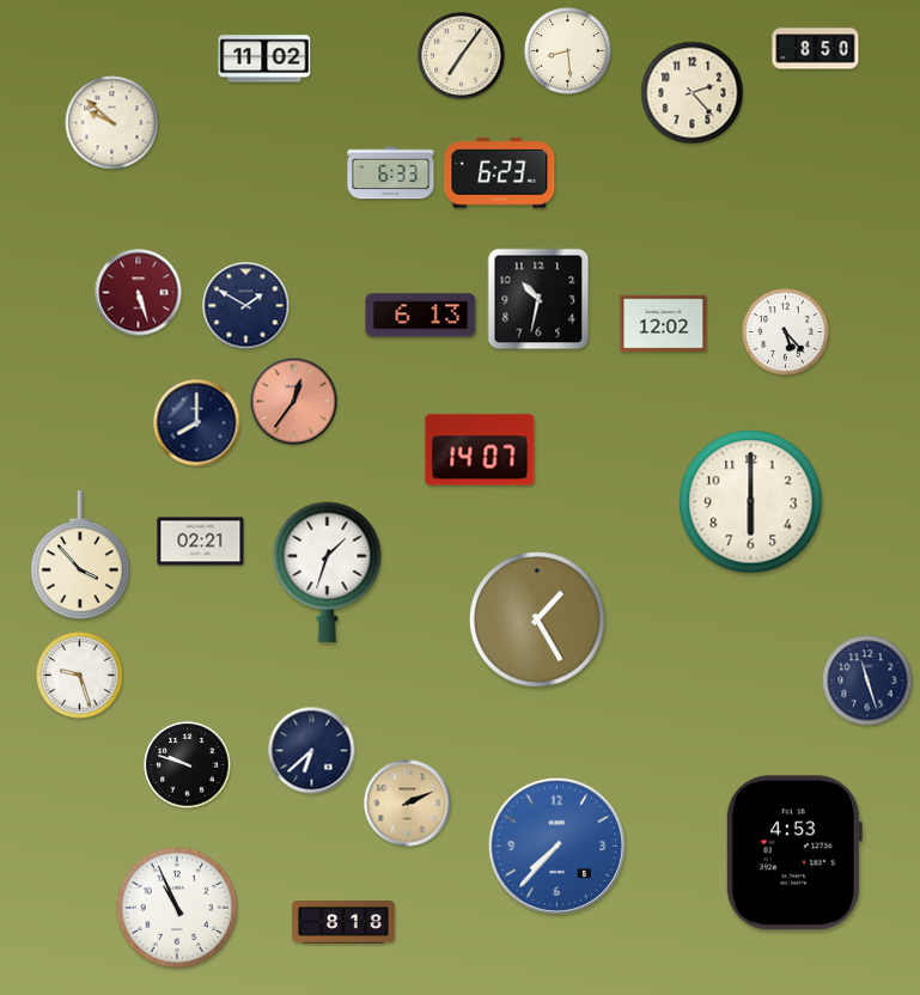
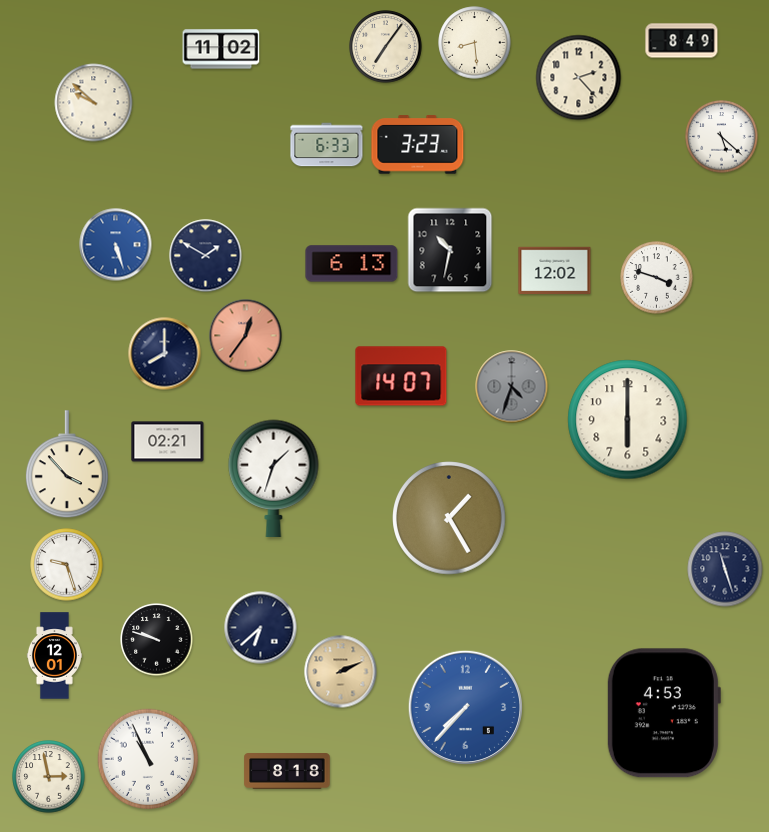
clock at (816, 49): 8:50 -> 8:49
clock at (722, 137): none -> 5:22
clock at (500, 173): 6:23 -> 3:23
clock at (139, 293) dial: burgundy -> blue
clock at (786, 332): 5:23 -> 3:48
clock at (512, 387): none -> 4:33
clock at (201, 542) position: (201, 542) -> (168, 442)
clock at (54, 656): none -> 12:01
clock at (49, 777): none -> 2:58
